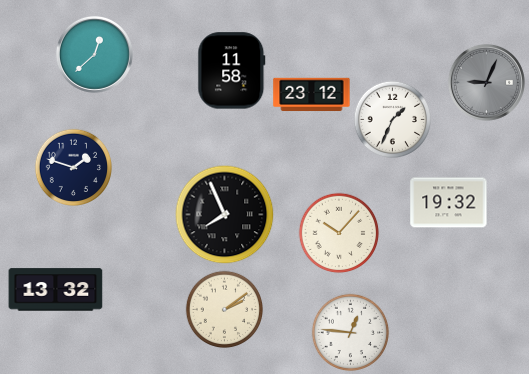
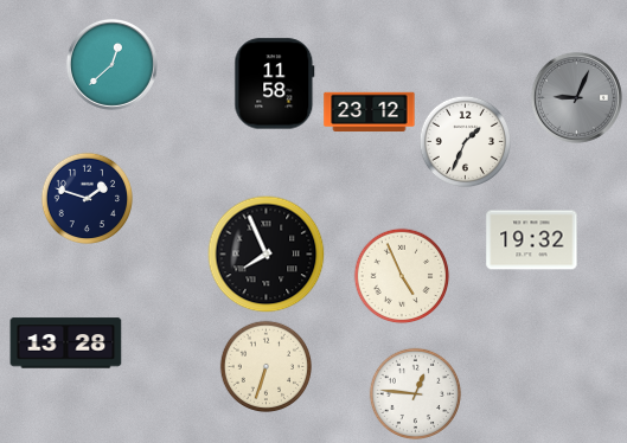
clock at (339, 233): 10:07 -> 4:56
clock at (56, 290): 13:32 -> 13:28
clock at (224, 309): 2:09 -> 6:33
